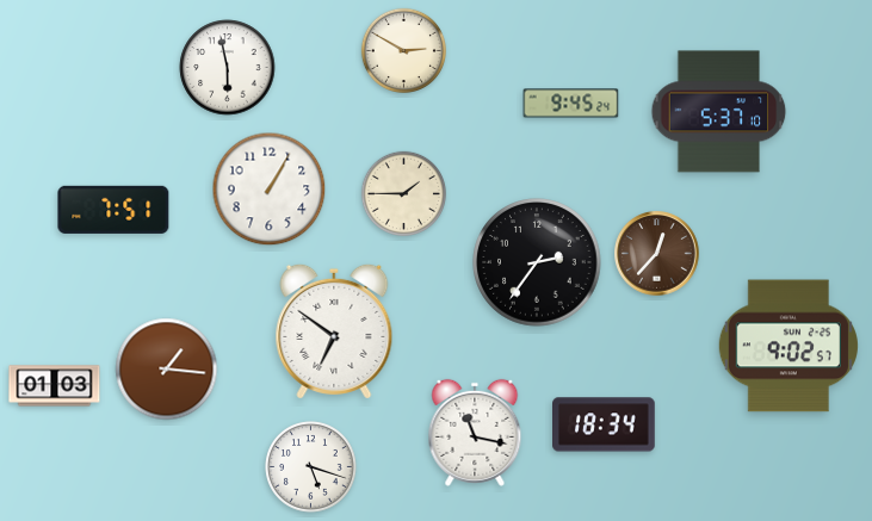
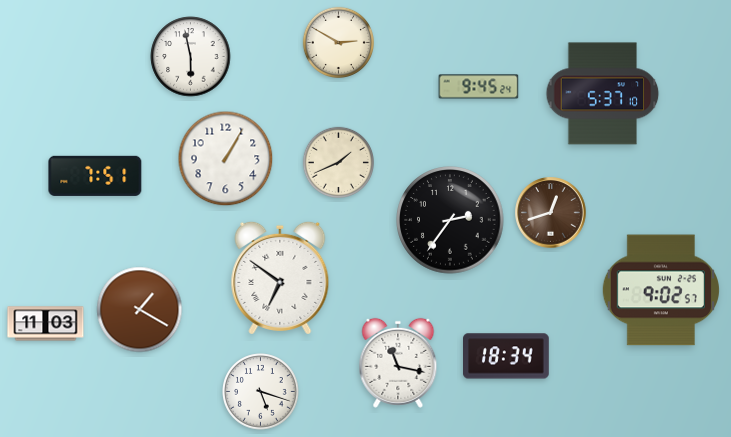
clock at (403, 193): 1:45 -> 1:41
clock at (657, 254): 12:37 -> 12:42
clock at (167, 370): 1:16 -> 1:20
clock at (55, 386): 01:03 -> 11:03
